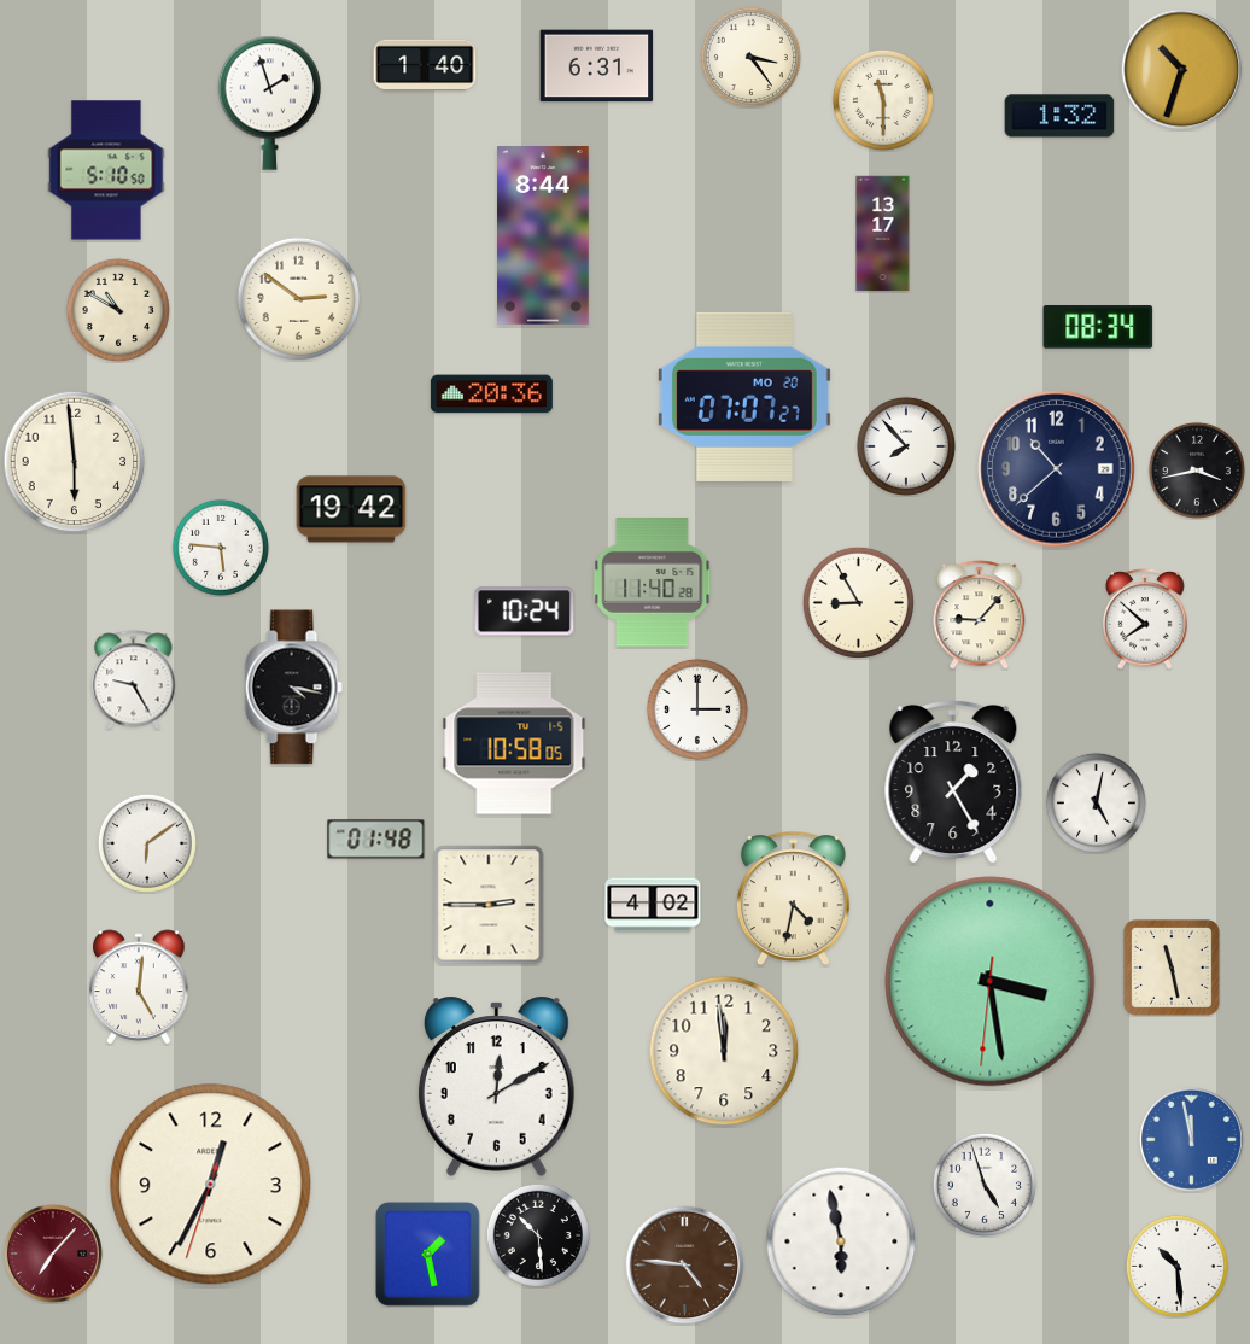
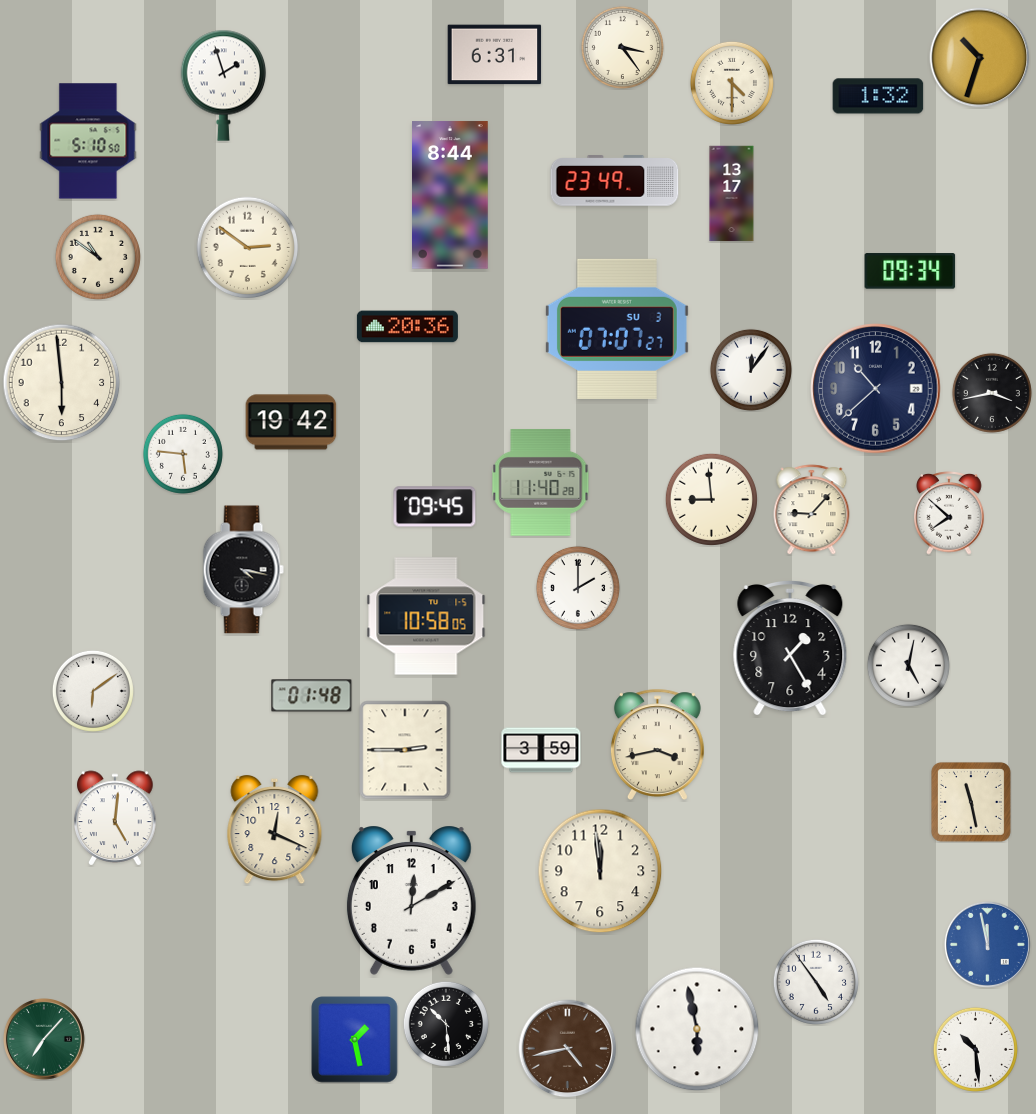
clock at (425, 65): 1:40 -> none
clock at (883, 100): 11:30 -> 4:30
clock at (615, 181): none -> 23:49
clock at (118, 310): 10:50 -> 10:51
clock at (1098, 327): 08:34 -> 09:34
clock at (744, 397) date: MO 20 -> SU 3
clock at (906, 446): 7:53 -> 12:06
clock at (1197, 471) position: (1197, 471) -> (992, 393)
clock at (858, 602): 8:55 -> 8:59
clock at (525, 612): 10:24 -> 09:45
clock at (134, 680): 9:25 -> none
clock at (697, 709): 3:00 -> 2:00
clock at (147, 843) position: (147, 843) -> (93, 691)
clock at (793, 898): 4:32 -> 3:43
clock at (653, 905): 4:02 -> 3:59
clock at (991, 982): 3:28 -> none
clock at (275, 830): none -> 12:19
clock at (211, 1185): 12:34 -> none
clock at (985, 1185): 4:57 -> 4:54
clock at (54, 1255) dial: burgundy -> green
clock at (685, 1266): 4:46 -> 4:43
